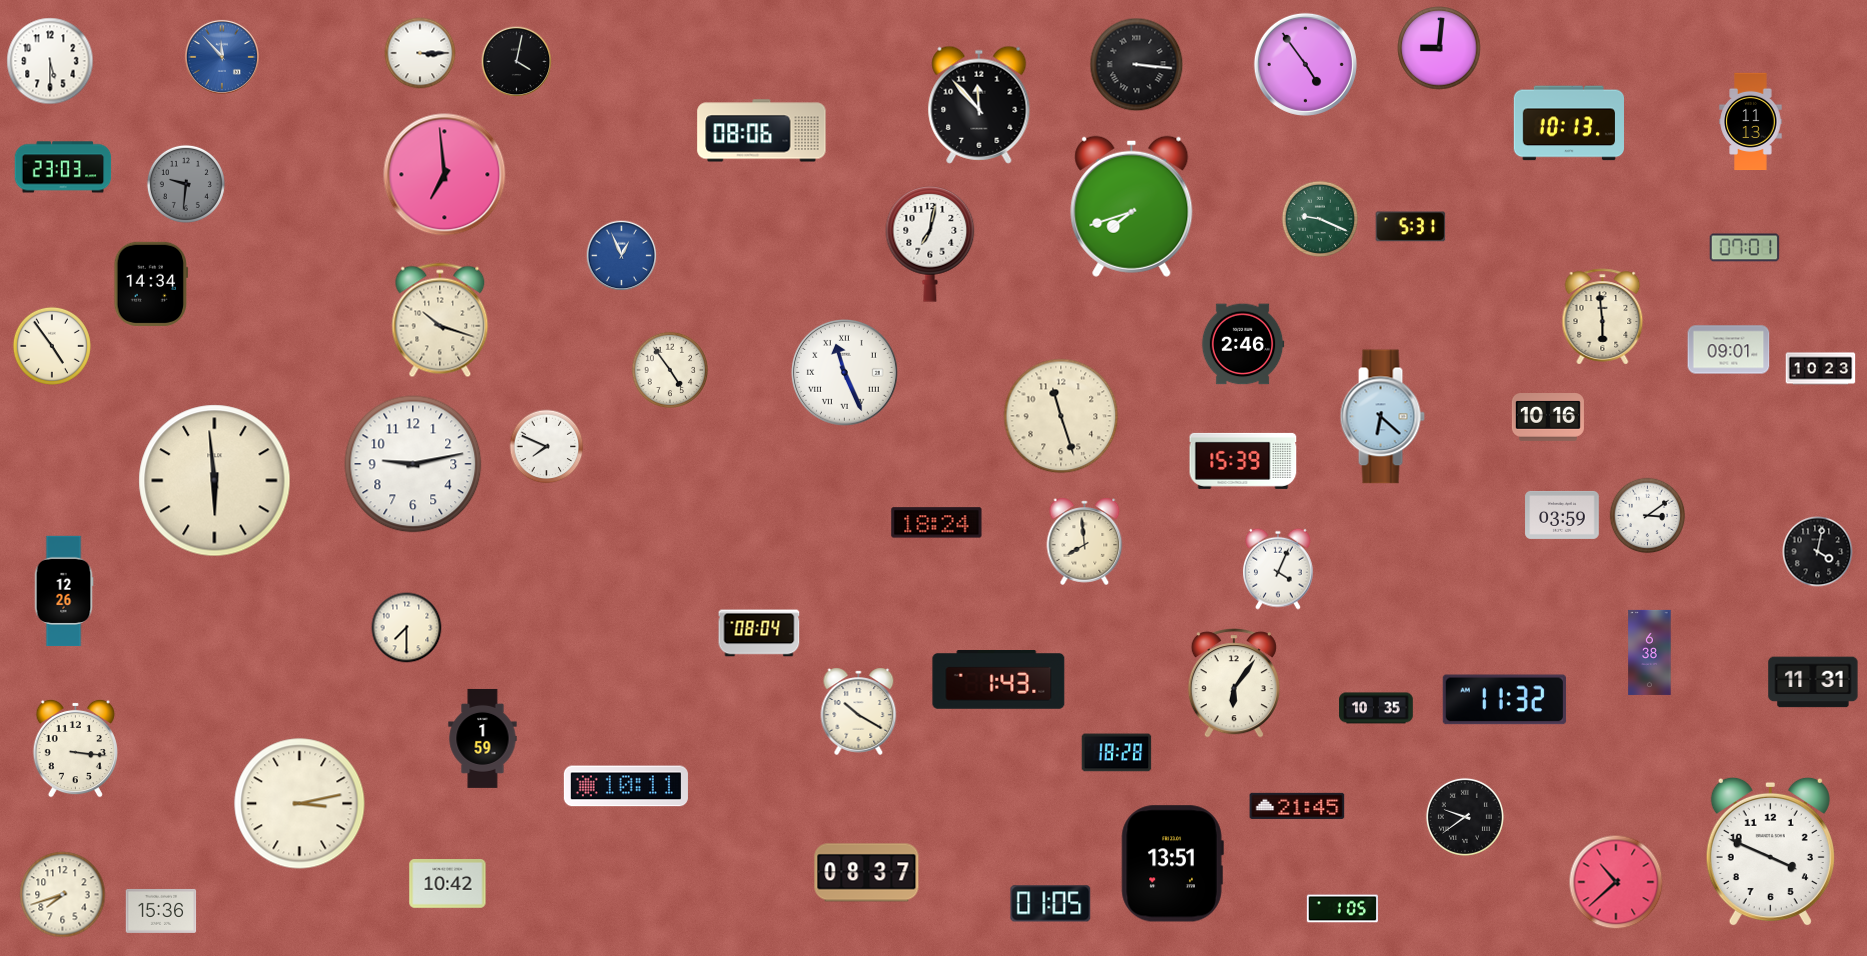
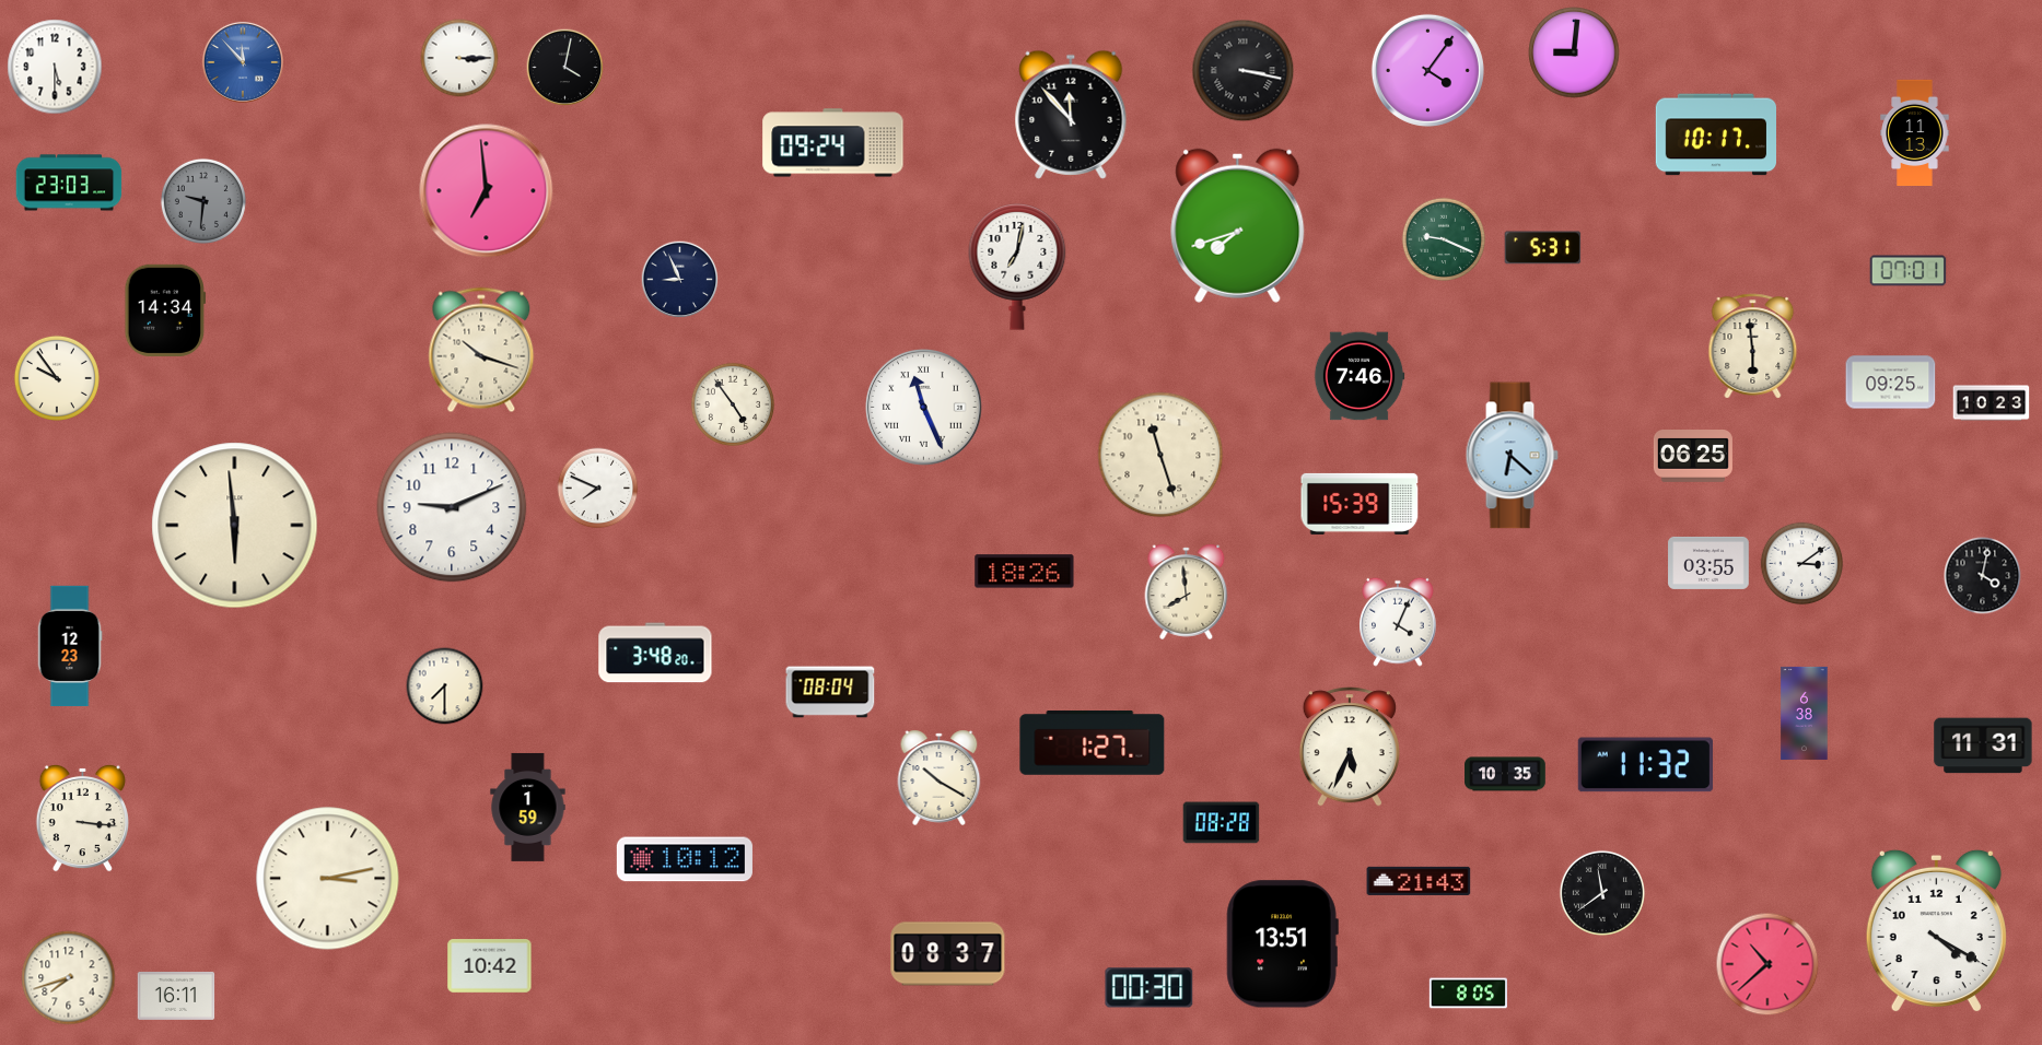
clock at (1305, 64): 4:54 -> 4:06
clock at (1137, 65): 3:16 -> 3:17
clock at (1568, 123): 10:13 -> 10:17
clock at (762, 131): 08:06 -> 09:24
clock at (622, 256): 12:56 -> 8:56
clock at (622, 256) dial: blue -> navy
clock at (1243, 344): 2:46 -> 7:46
clock at (52, 346): 4:54 -> 9:54
clock at (1729, 350): 09:01 -> 09:25
clock at (1548, 418): 10:16 -> 06:25
clock at (413, 464): 9:13 -> 9:11
clock at (1562, 515): 03:59 -> 03:55
clock at (937, 523): 18:24 -> 18:26
clock at (1818, 552) position: (1818, 552) -> (1983, 576)
clock at (64, 591): 12:26 -> 12:23
clock at (655, 653): none -> 3:48
clock at (999, 680): 1:43 -> 1:27
clock at (1234, 683): 6:06 -> 5:34
clock at (1117, 753): 18:28 -> 08:28
clock at (626, 786): 10:11 -> 10:12
clock at (1297, 806): 21:45 -> 21:43
clock at (1465, 817): 9:39 -> 11:39
clock at (1770, 852): 3:49 -> 4:20
clock at (1051, 904): 01:05 -> 00:30
clock at (1342, 909): 1:05 -> 8:05
clock at (161, 911): 15:36 -> 16:11
